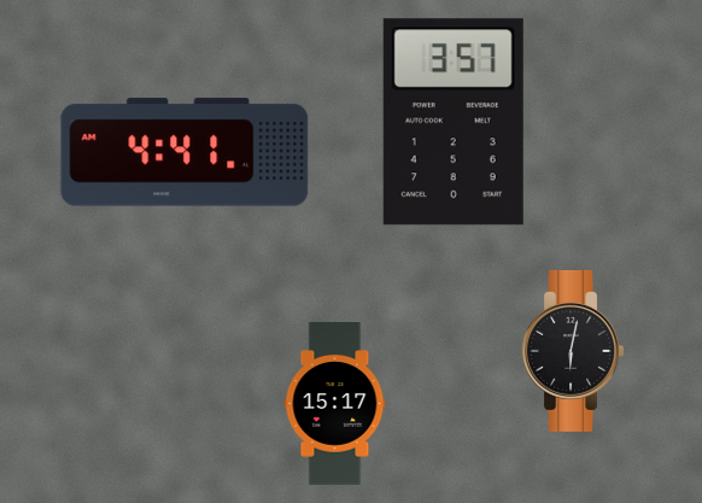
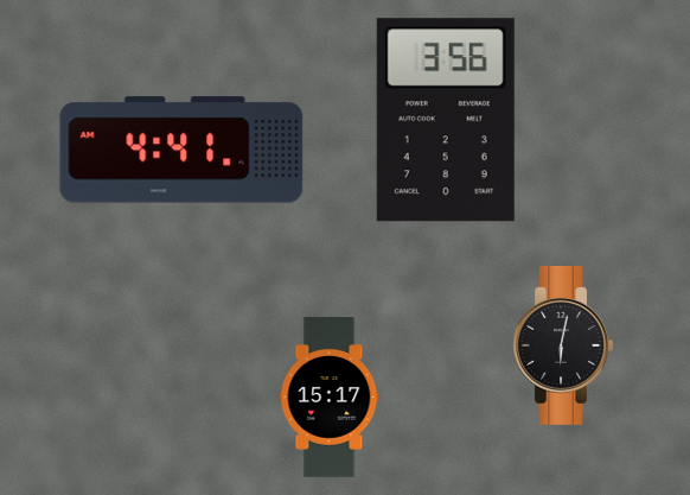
clock at (454, 122): 3:57 -> 3:56
